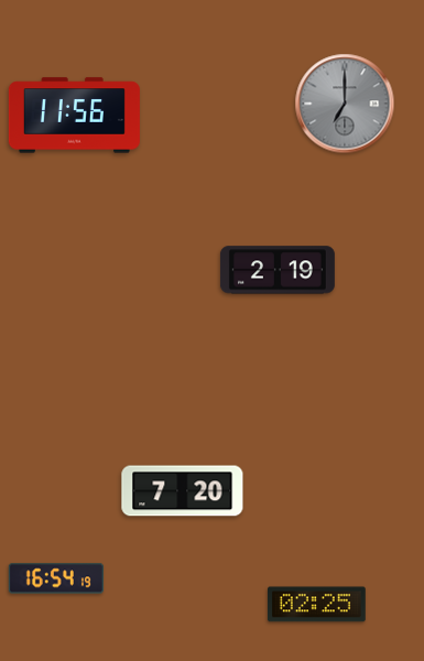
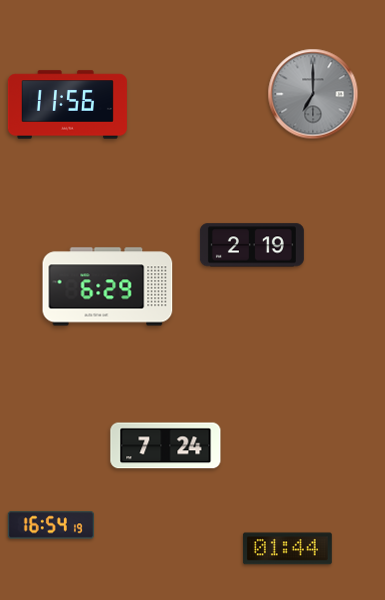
clock at (108, 287): none -> 6:29
clock at (183, 491): 7:20 -> 7:24
clock at (316, 605): 02:25 -> 01:44
